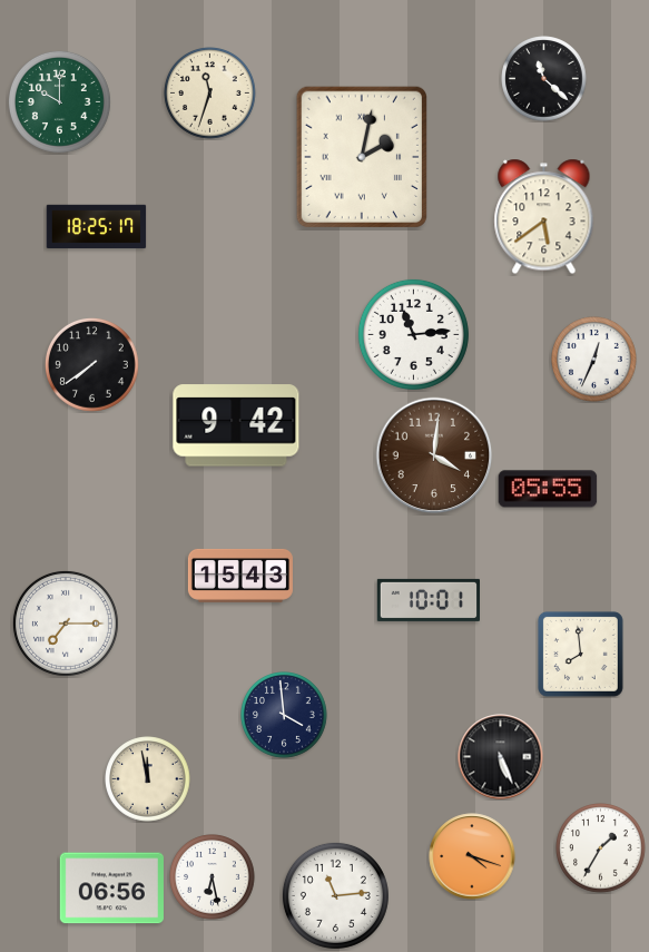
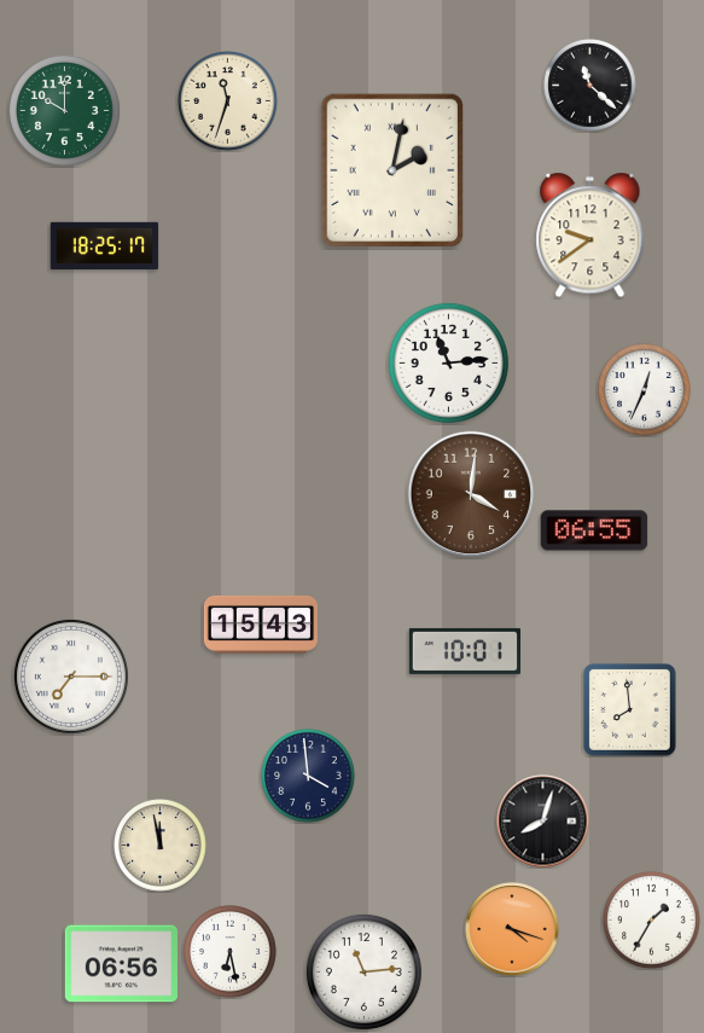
clock at (544, 217): 5:39 -> 9:39
clock at (92, 365): 7:39 -> none
clock at (236, 425): 9:42 -> none
clock at (548, 489): 05:55 -> 06:55
clock at (501, 757): 5:26 -> 8:03
